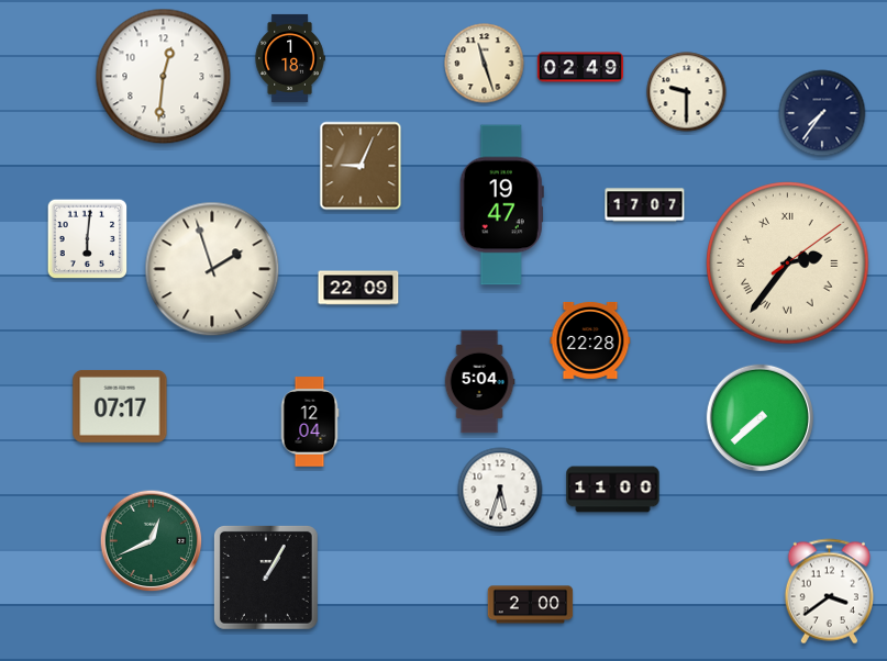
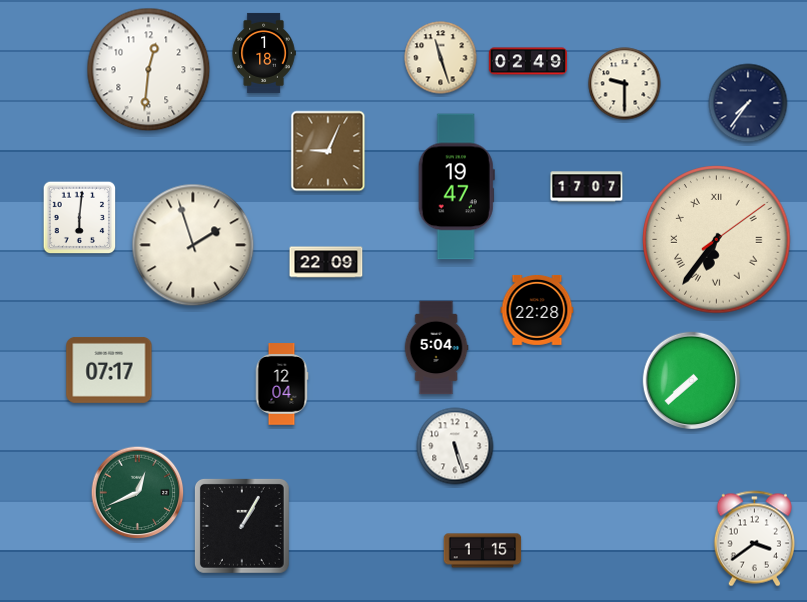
clock at (788, 264): 2:36 -> 6:36
clock at (500, 490): 5:33 -> 5:27
clock at (613, 490): 11:00 -> none
clock at (531, 605): 2:00 -> 1:15
